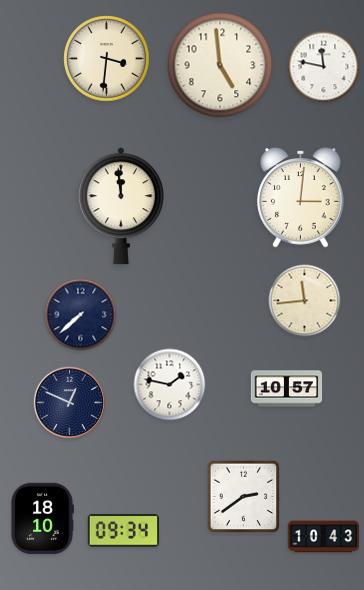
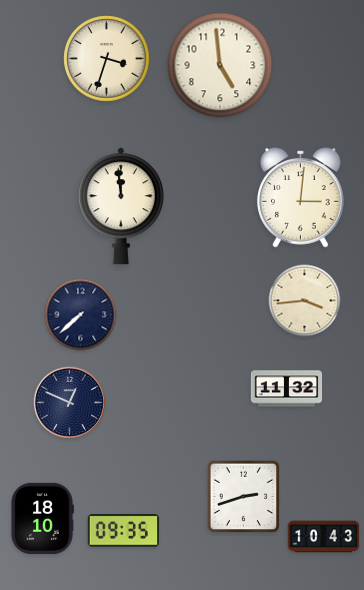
clock at (107, 59): 3:31 -> 3:33
clock at (324, 67): 11:47 -> none
clock at (305, 301): 11:44 -> 3:44
clock at (170, 385): 1:47 -> none
clock at (287, 389): 10:57 -> 11:32
clock at (244, 497): 2:39 -> 2:42
clock at (124, 531): 09:34 -> 09:35
